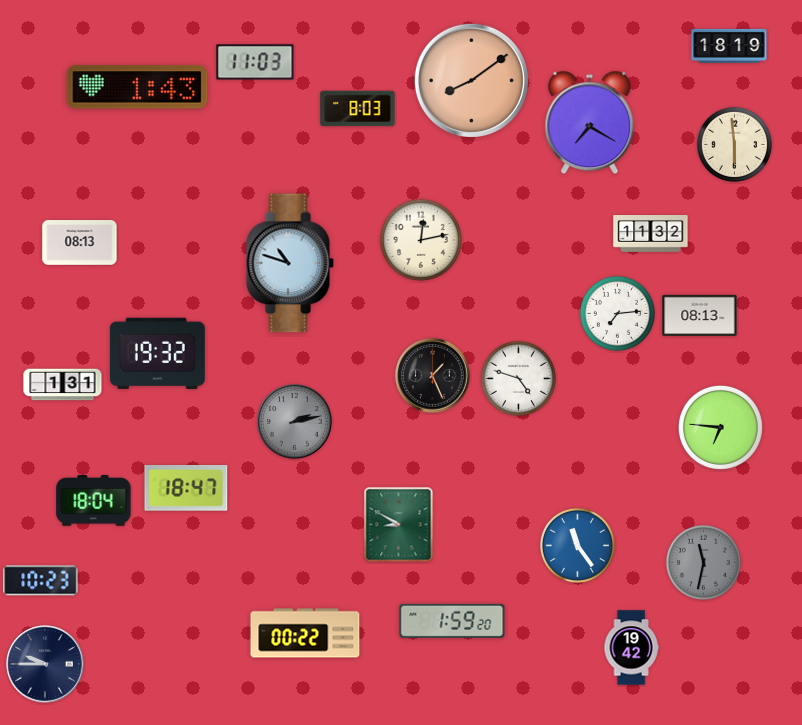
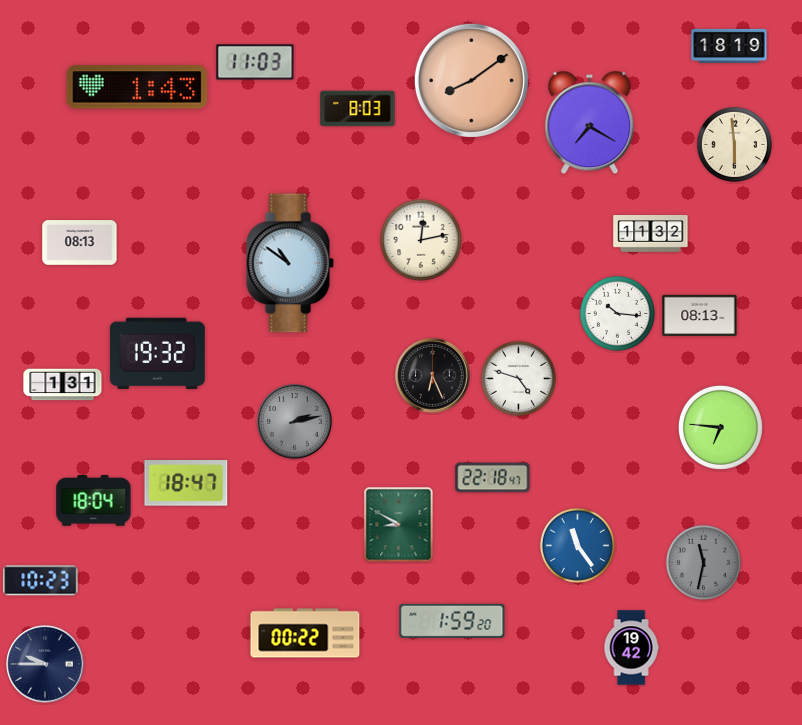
clock at (290, 263): 10:48 -> 10:51
clock at (617, 313): 7:14 -> 10:16
clock at (433, 376): 1:26 -> 6:26
clock at (493, 478): none -> 22:18
clock at (186, 488) position: (186, 488) -> (186, 483)
